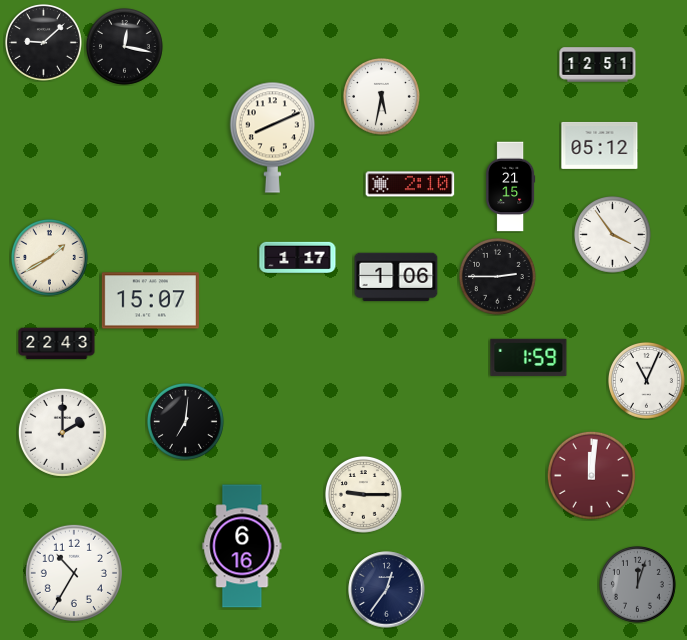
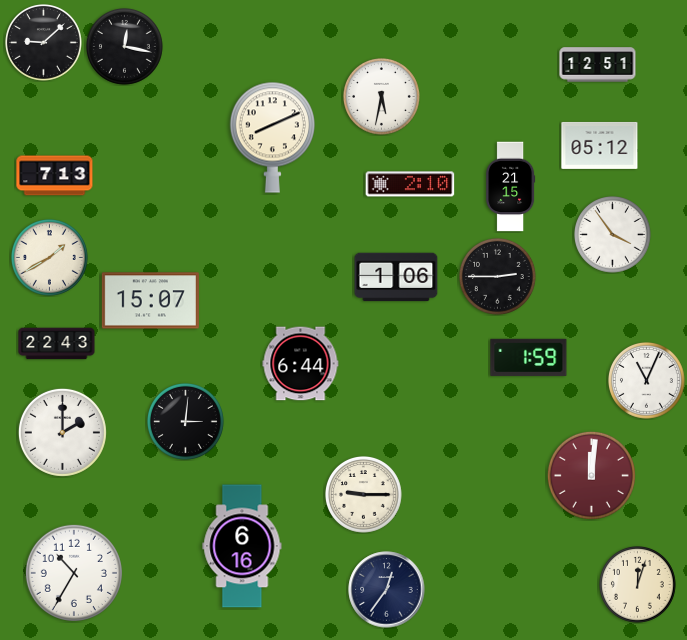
clock at (55, 176): none -> 7:13
clock at (298, 257): 1:17 -> none
clock at (301, 364): none -> 6:44
clock at (186, 422): 7:01 -> 3:01
clock at (638, 585) dial: grey -> cream
